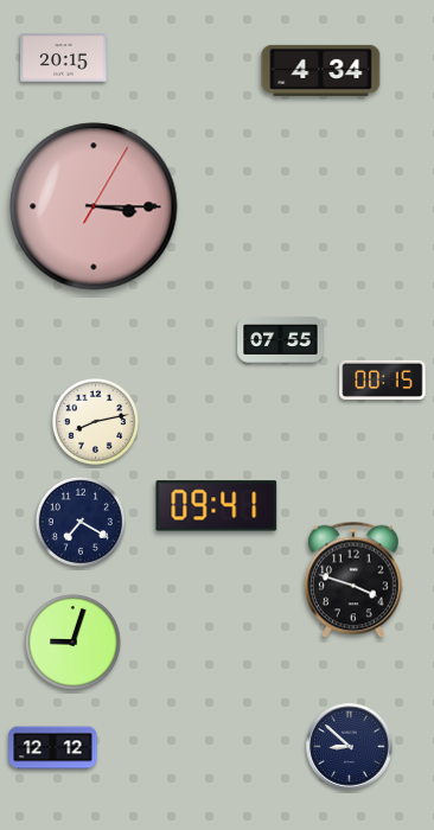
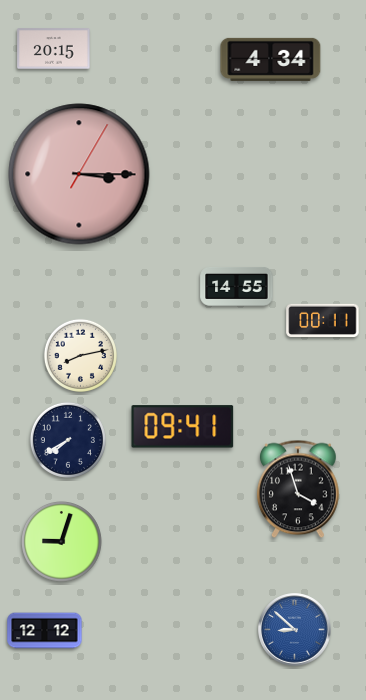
clock at (281, 340): 07:55 -> 14:55
clock at (383, 381): 00:15 -> 00:11
clock at (81, 522): 7:20 -> 7:40
clock at (353, 580): 3:48 -> 3:57
clock at (350, 747) dial: navy -> blue
